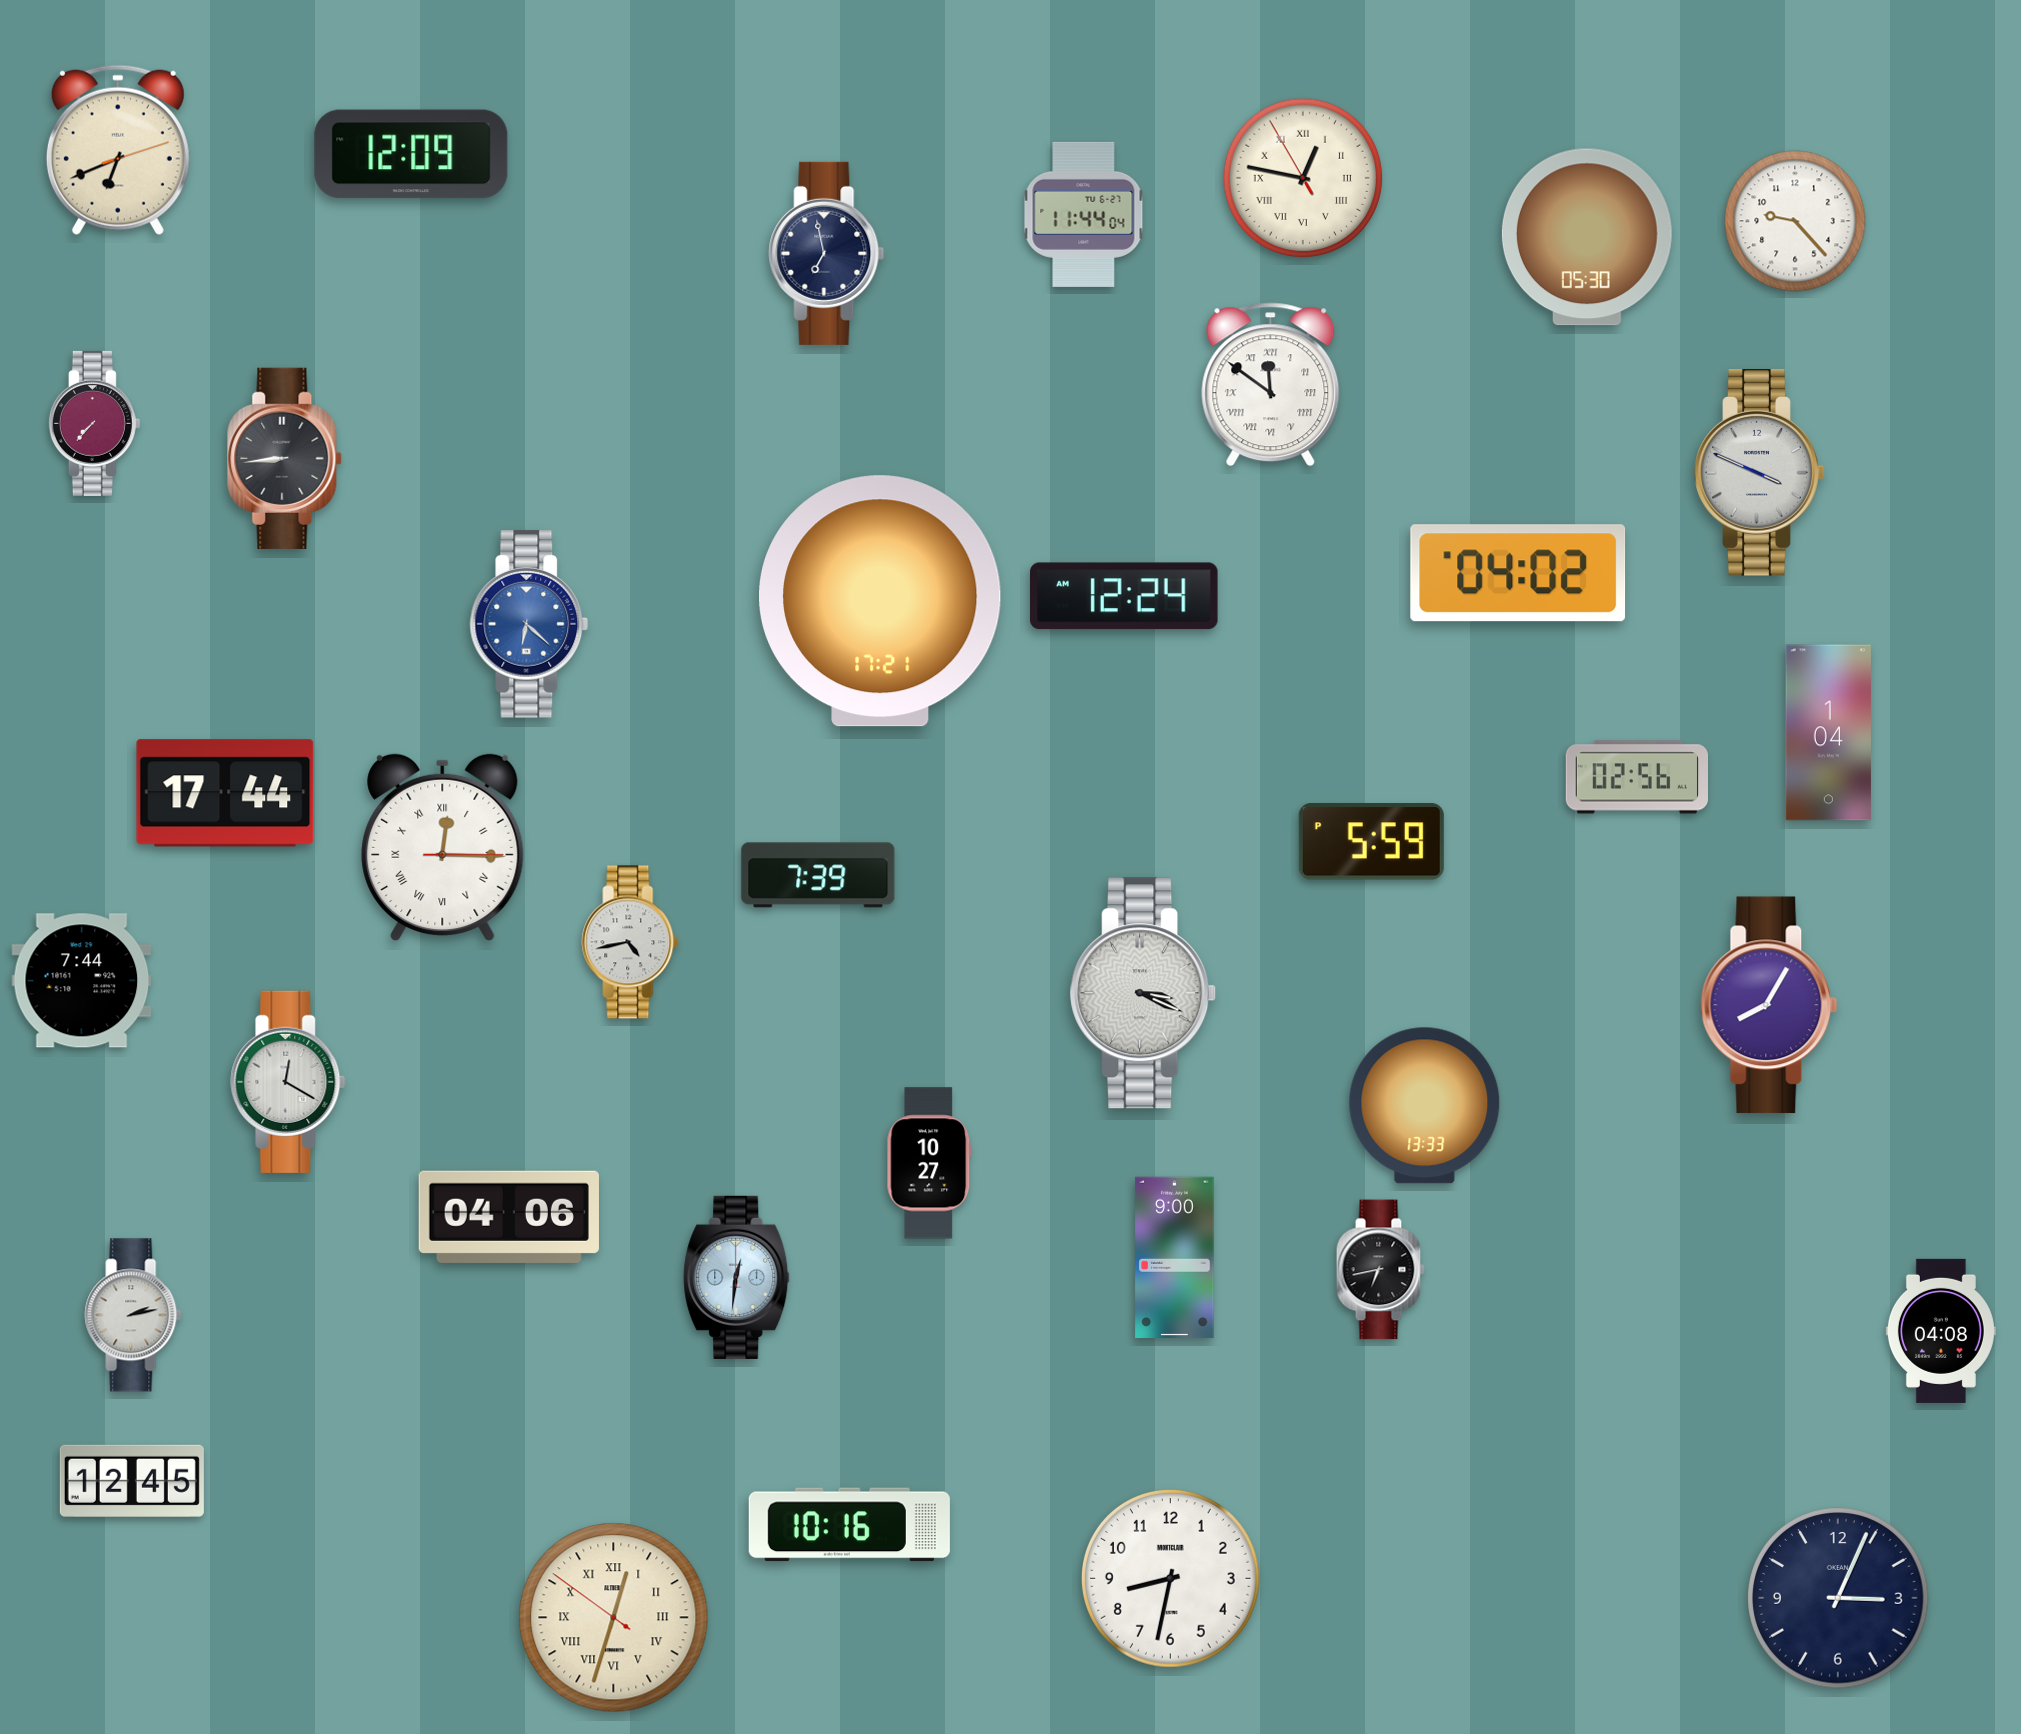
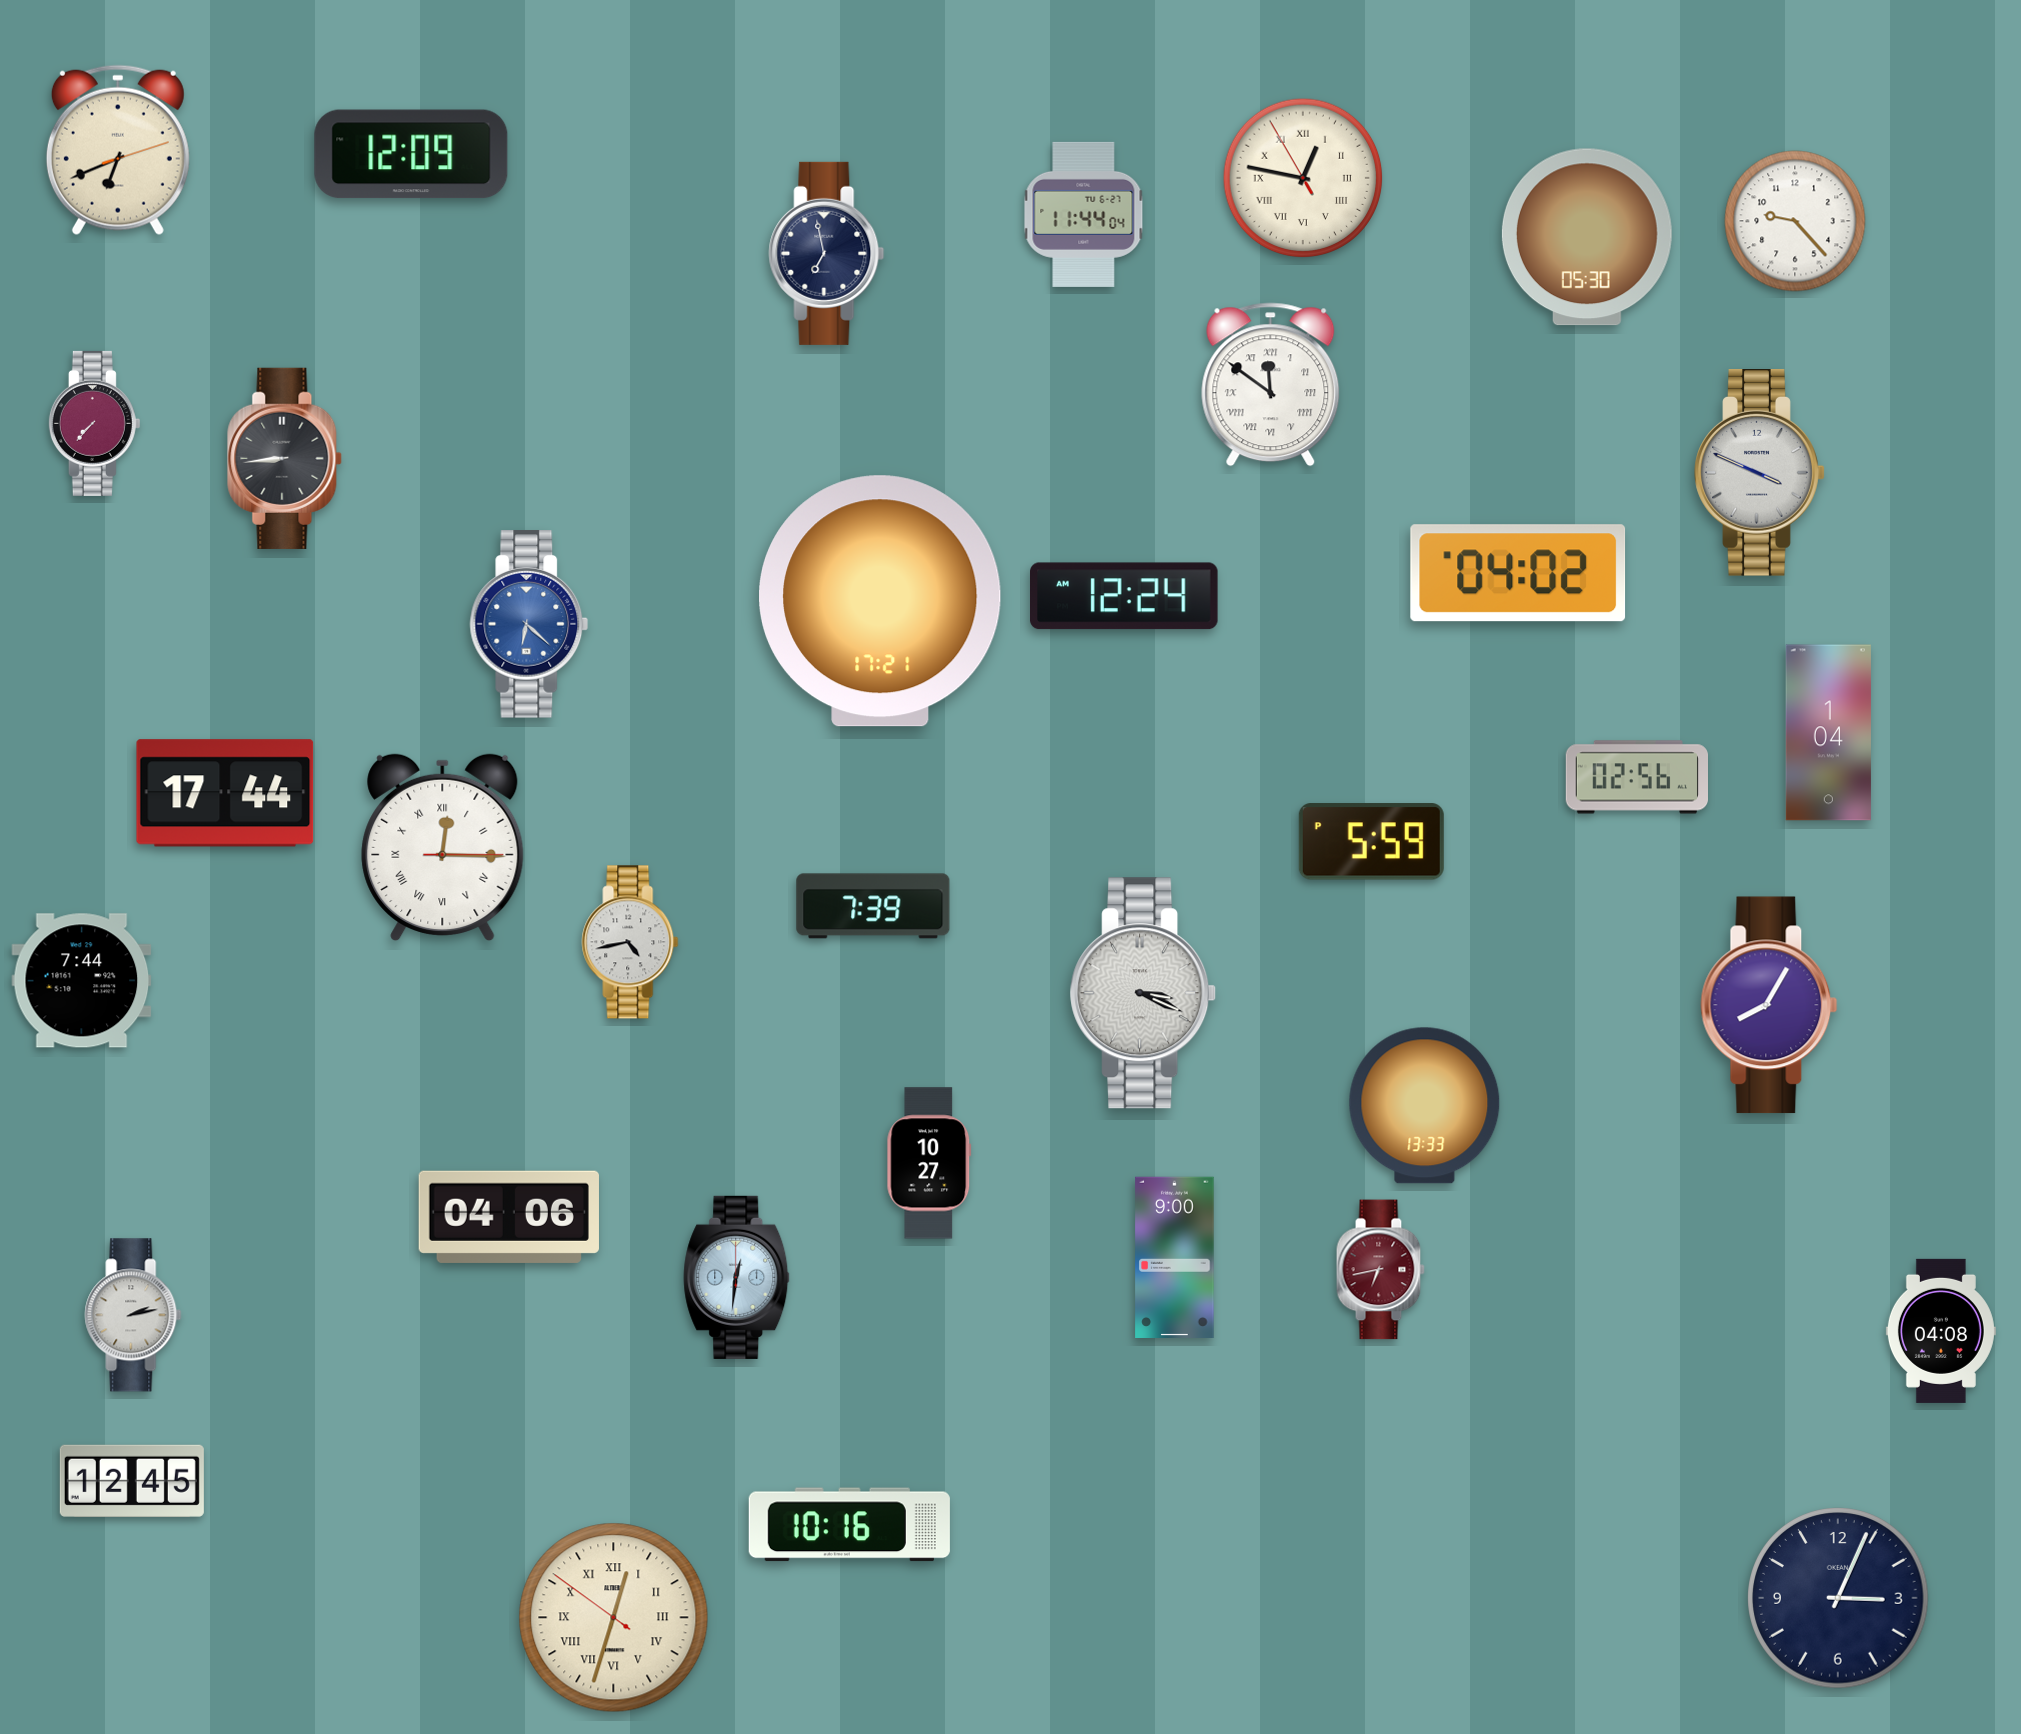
clock at (818, 875) position: (818, 875) -> (873, 906)
clock at (288, 1082): 12:20 -> none
clock at (1380, 1270) dial: black -> burgundy
clock at (1171, 1579): 8:32 -> none
